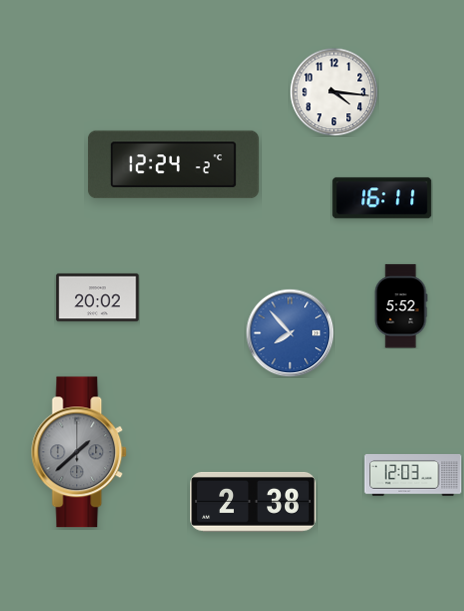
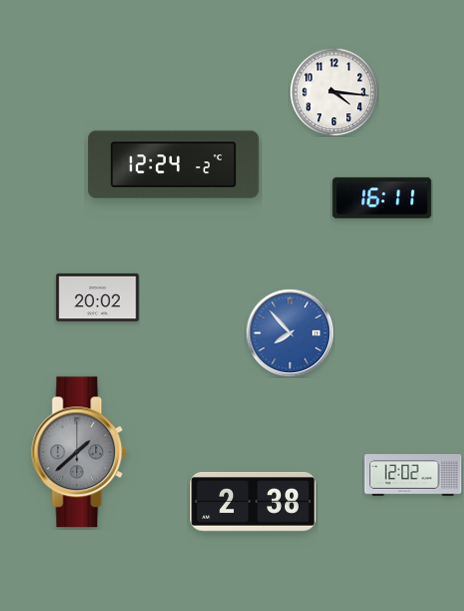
clock at (401, 306): 5:52 -> none
clock at (413, 475): 12:03 -> 12:02
